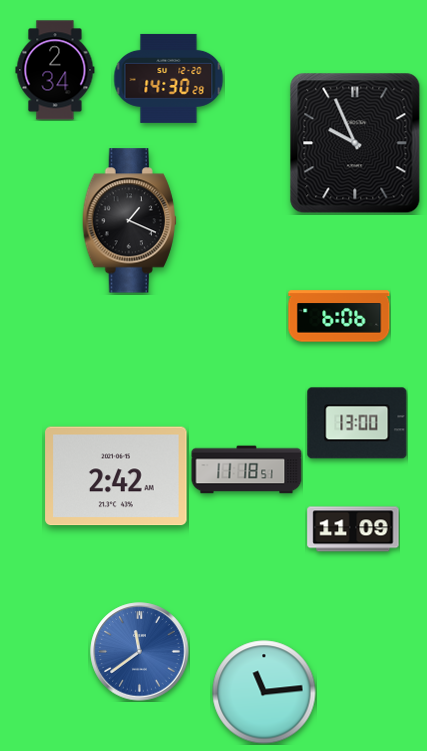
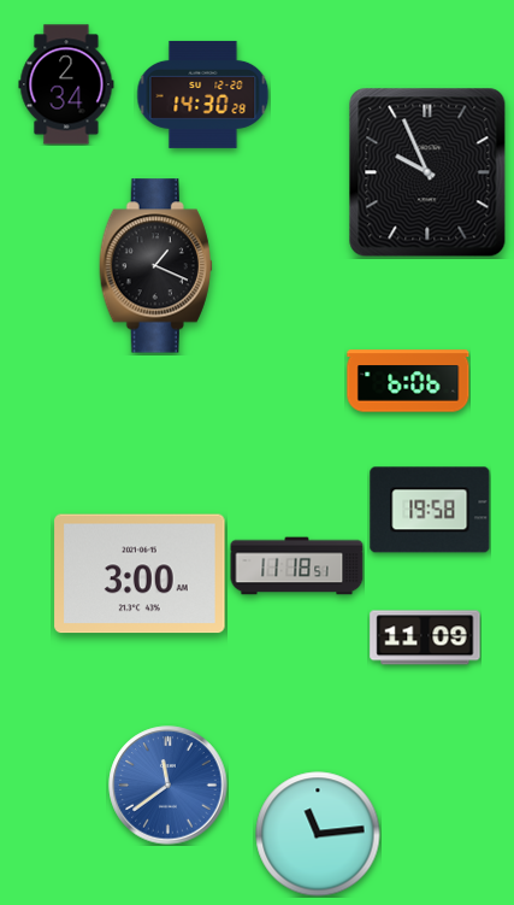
clock at (357, 423): 13:00 -> 19:58
clock at (116, 476): 2:42 -> 3:00
